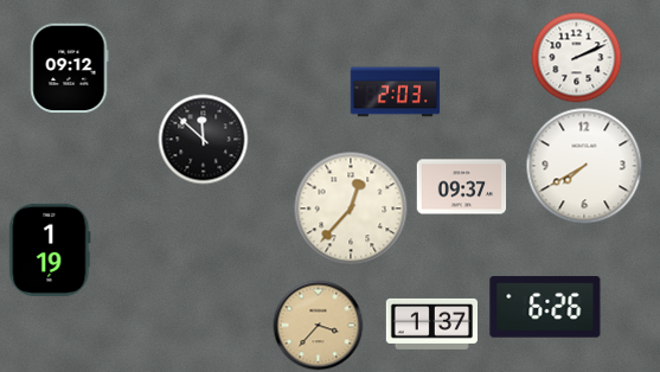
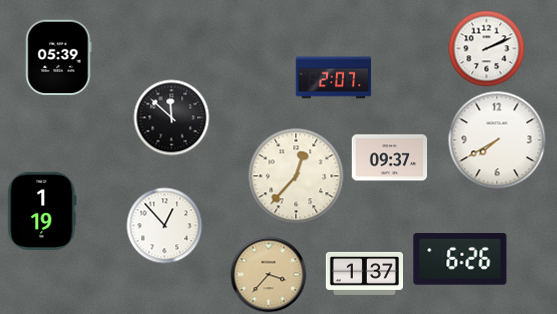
clock at (70, 69): 09:12 -> 05:39
clock at (396, 92): 2:03 -> 2:07
clock at (584, 166) position: (584, 166) -> (497, 140)
clock at (165, 226): none -> 12:53
